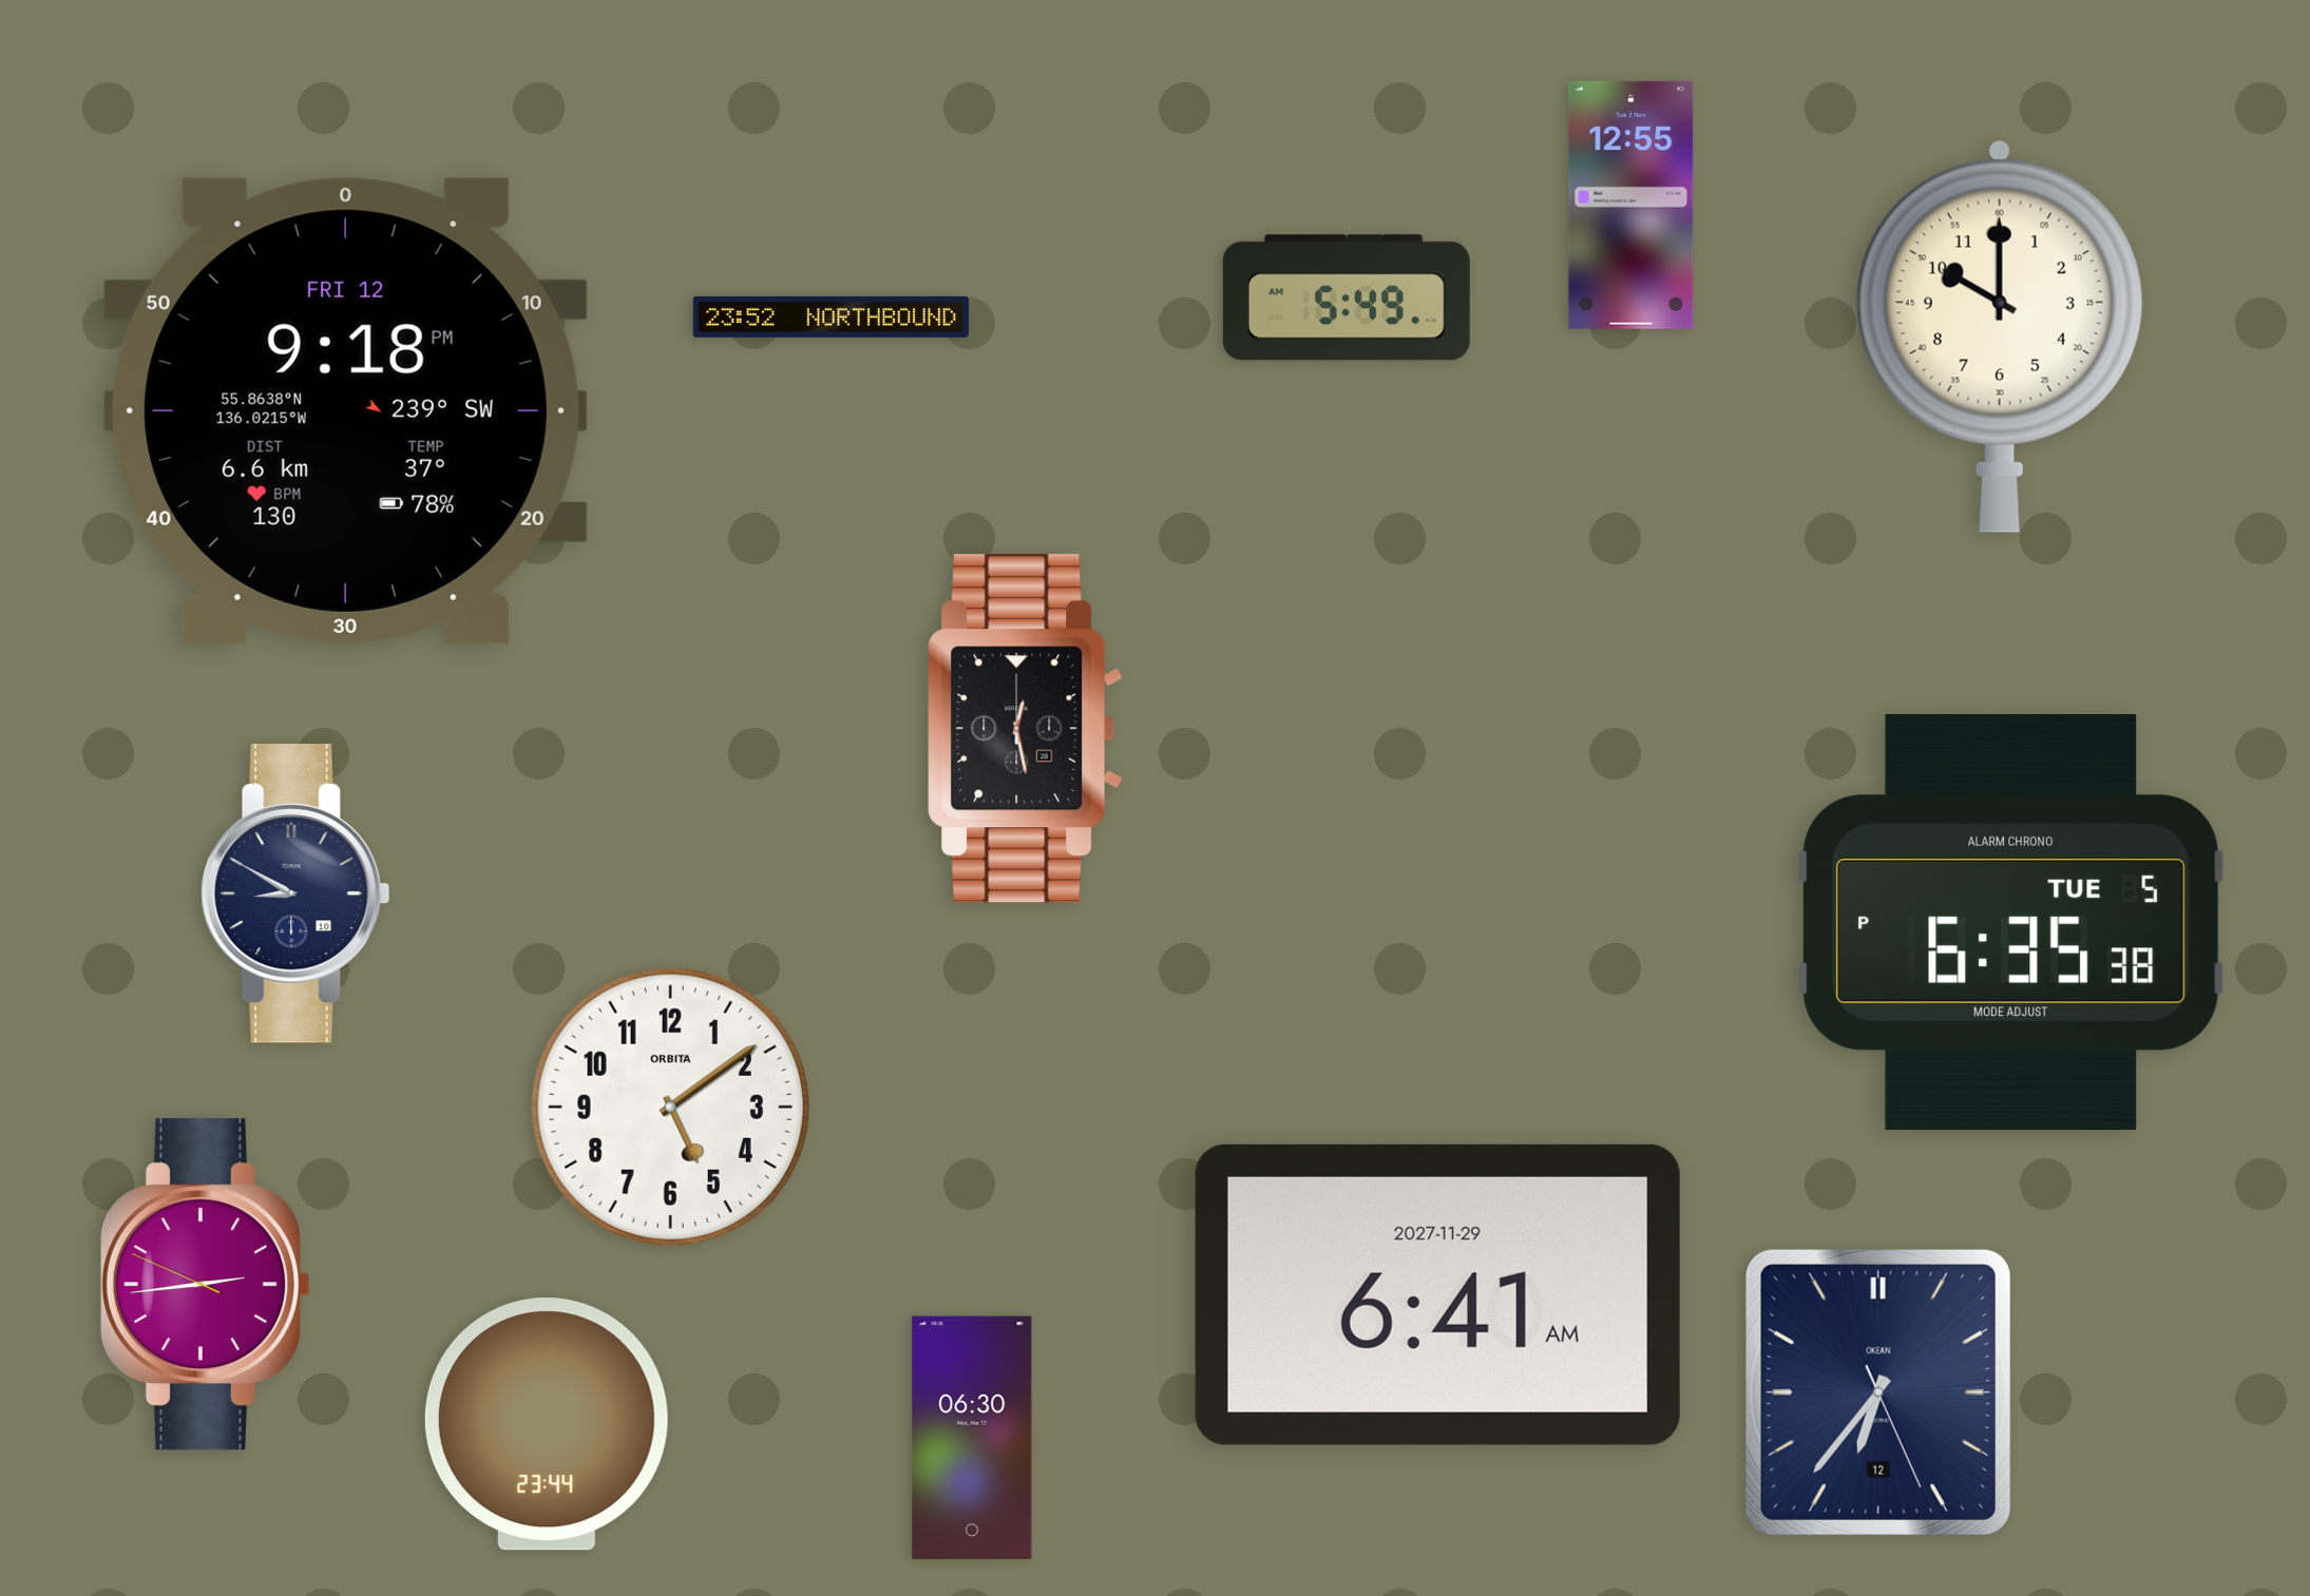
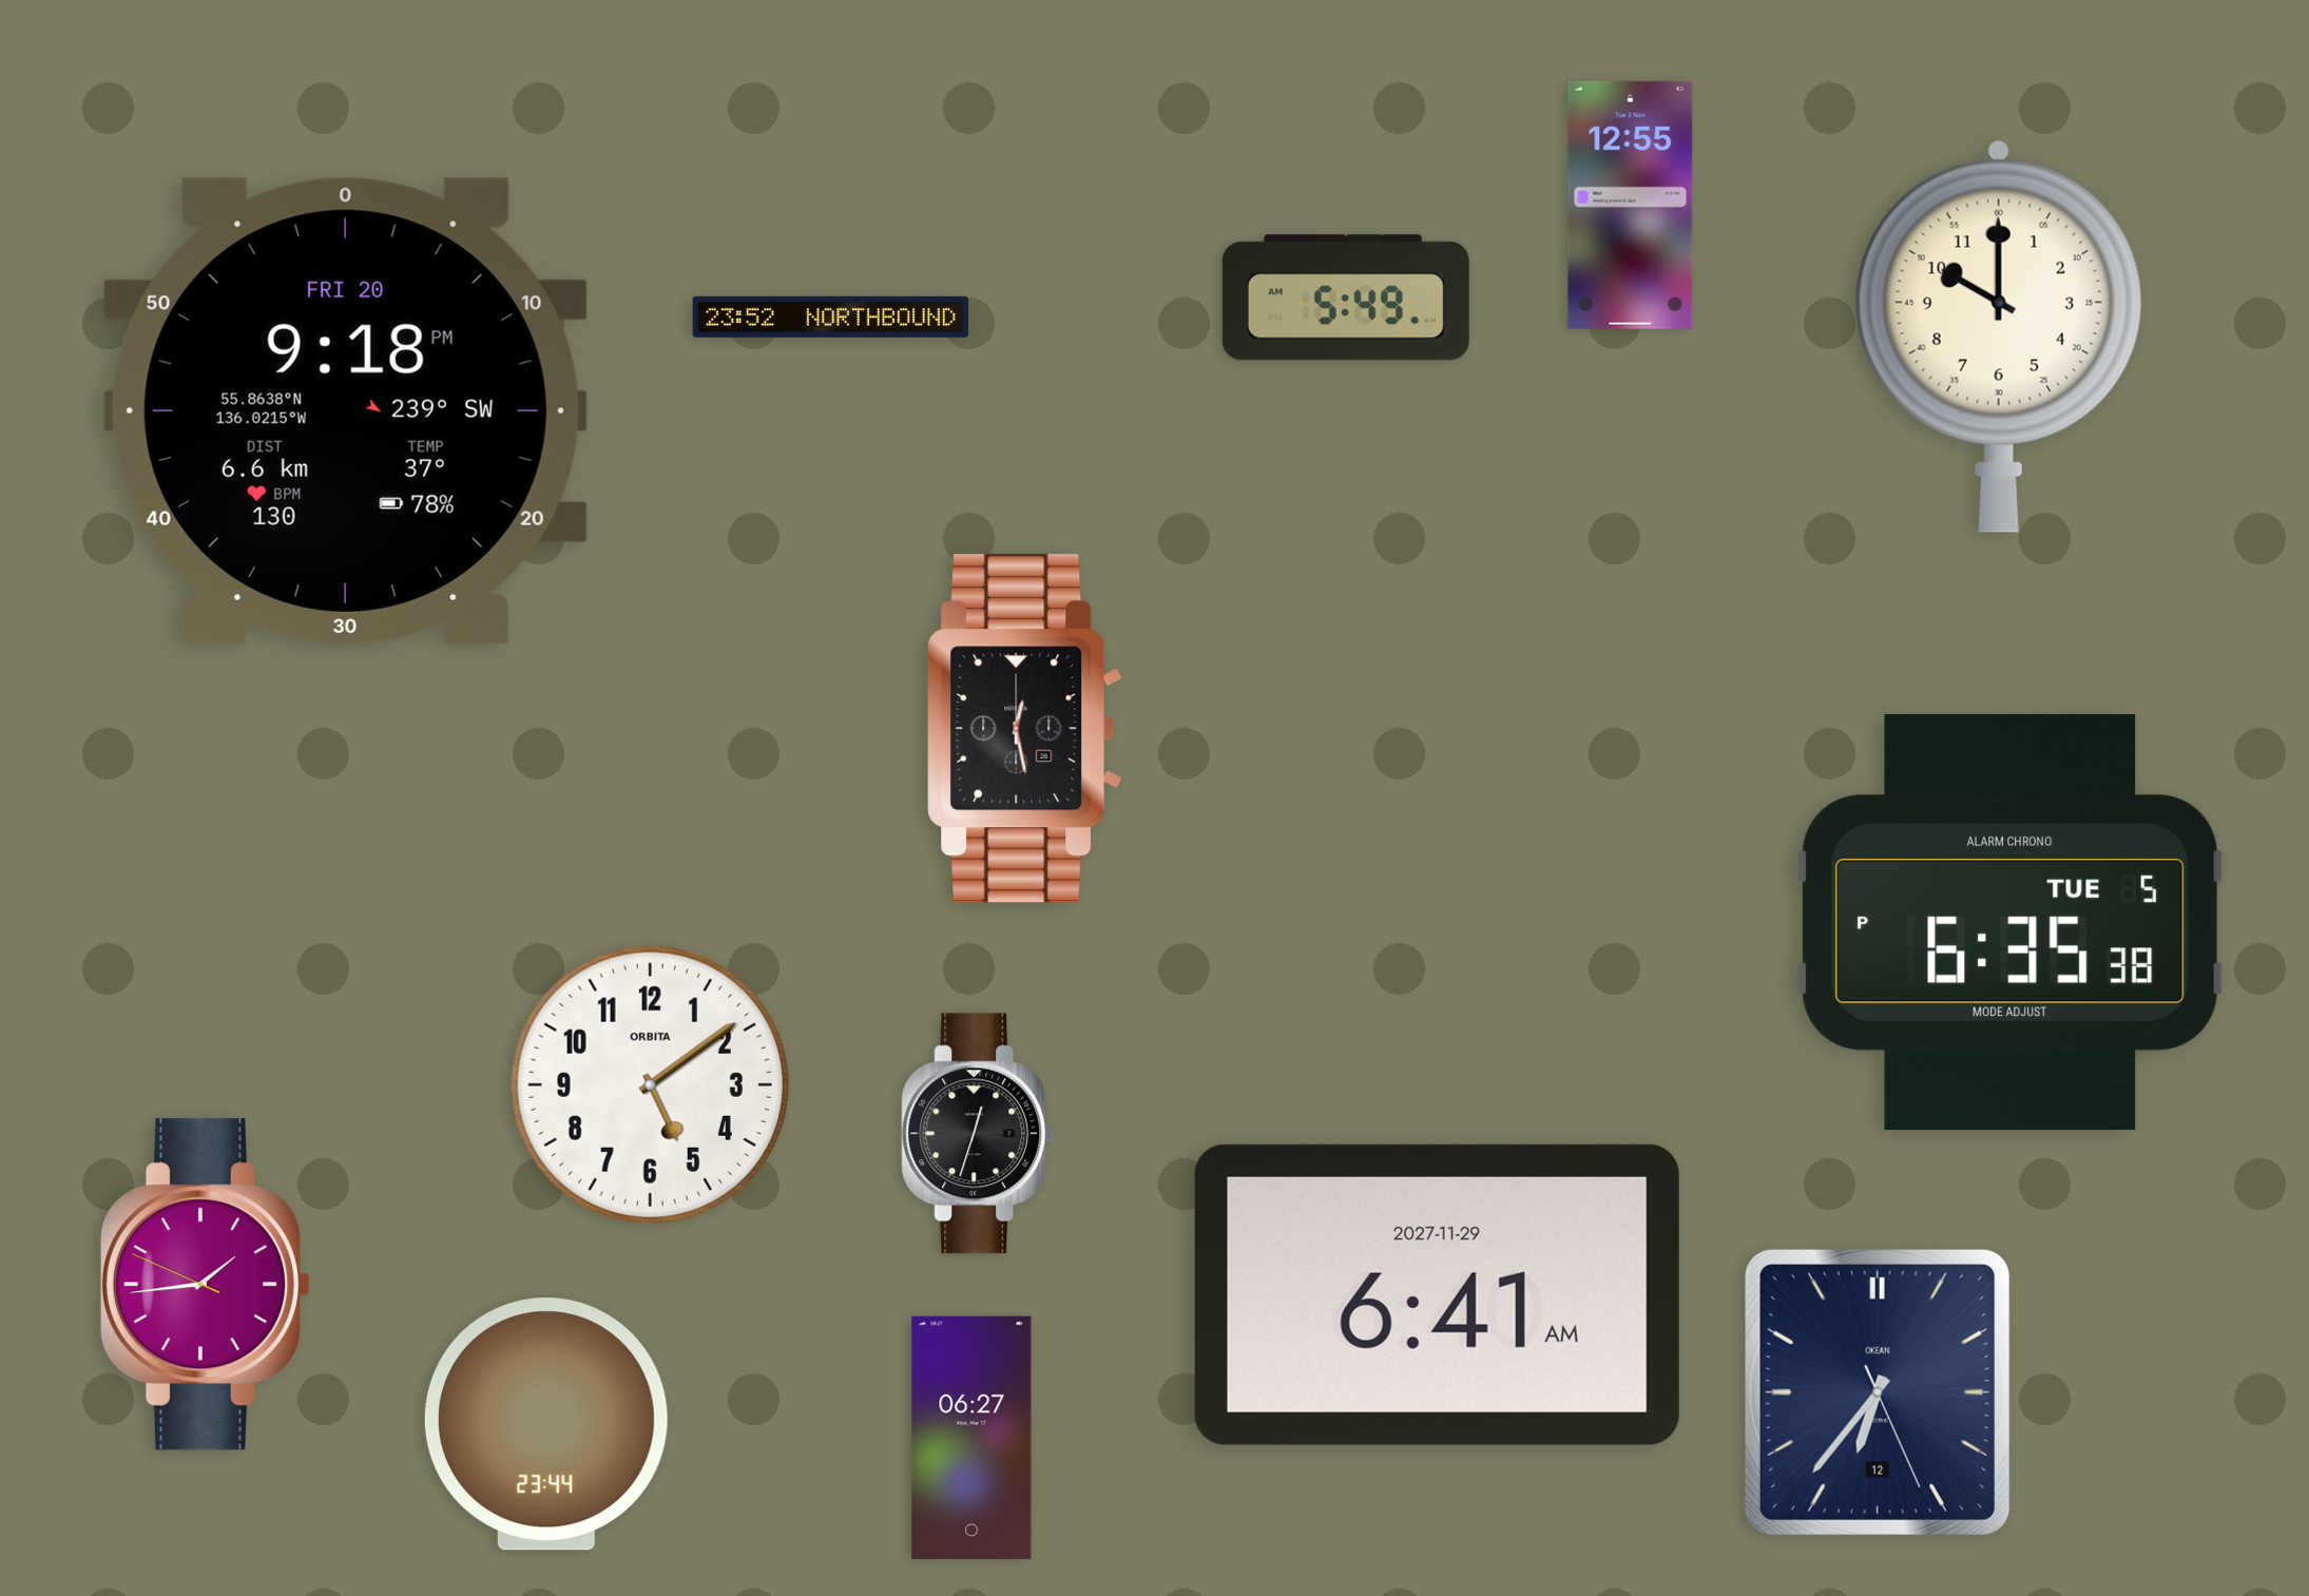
clock at (345, 410) date: FRI 12 -> FRI 20
clock at (295, 893): 8:50 -> none
clock at (670, 1107) position: (670, 1107) -> (650, 1084)
clock at (978, 1134): none -> 12:33
clock at (205, 1285): 2:43 -> 1:43
clock at (972, 1437): 06:30 -> 06:27
